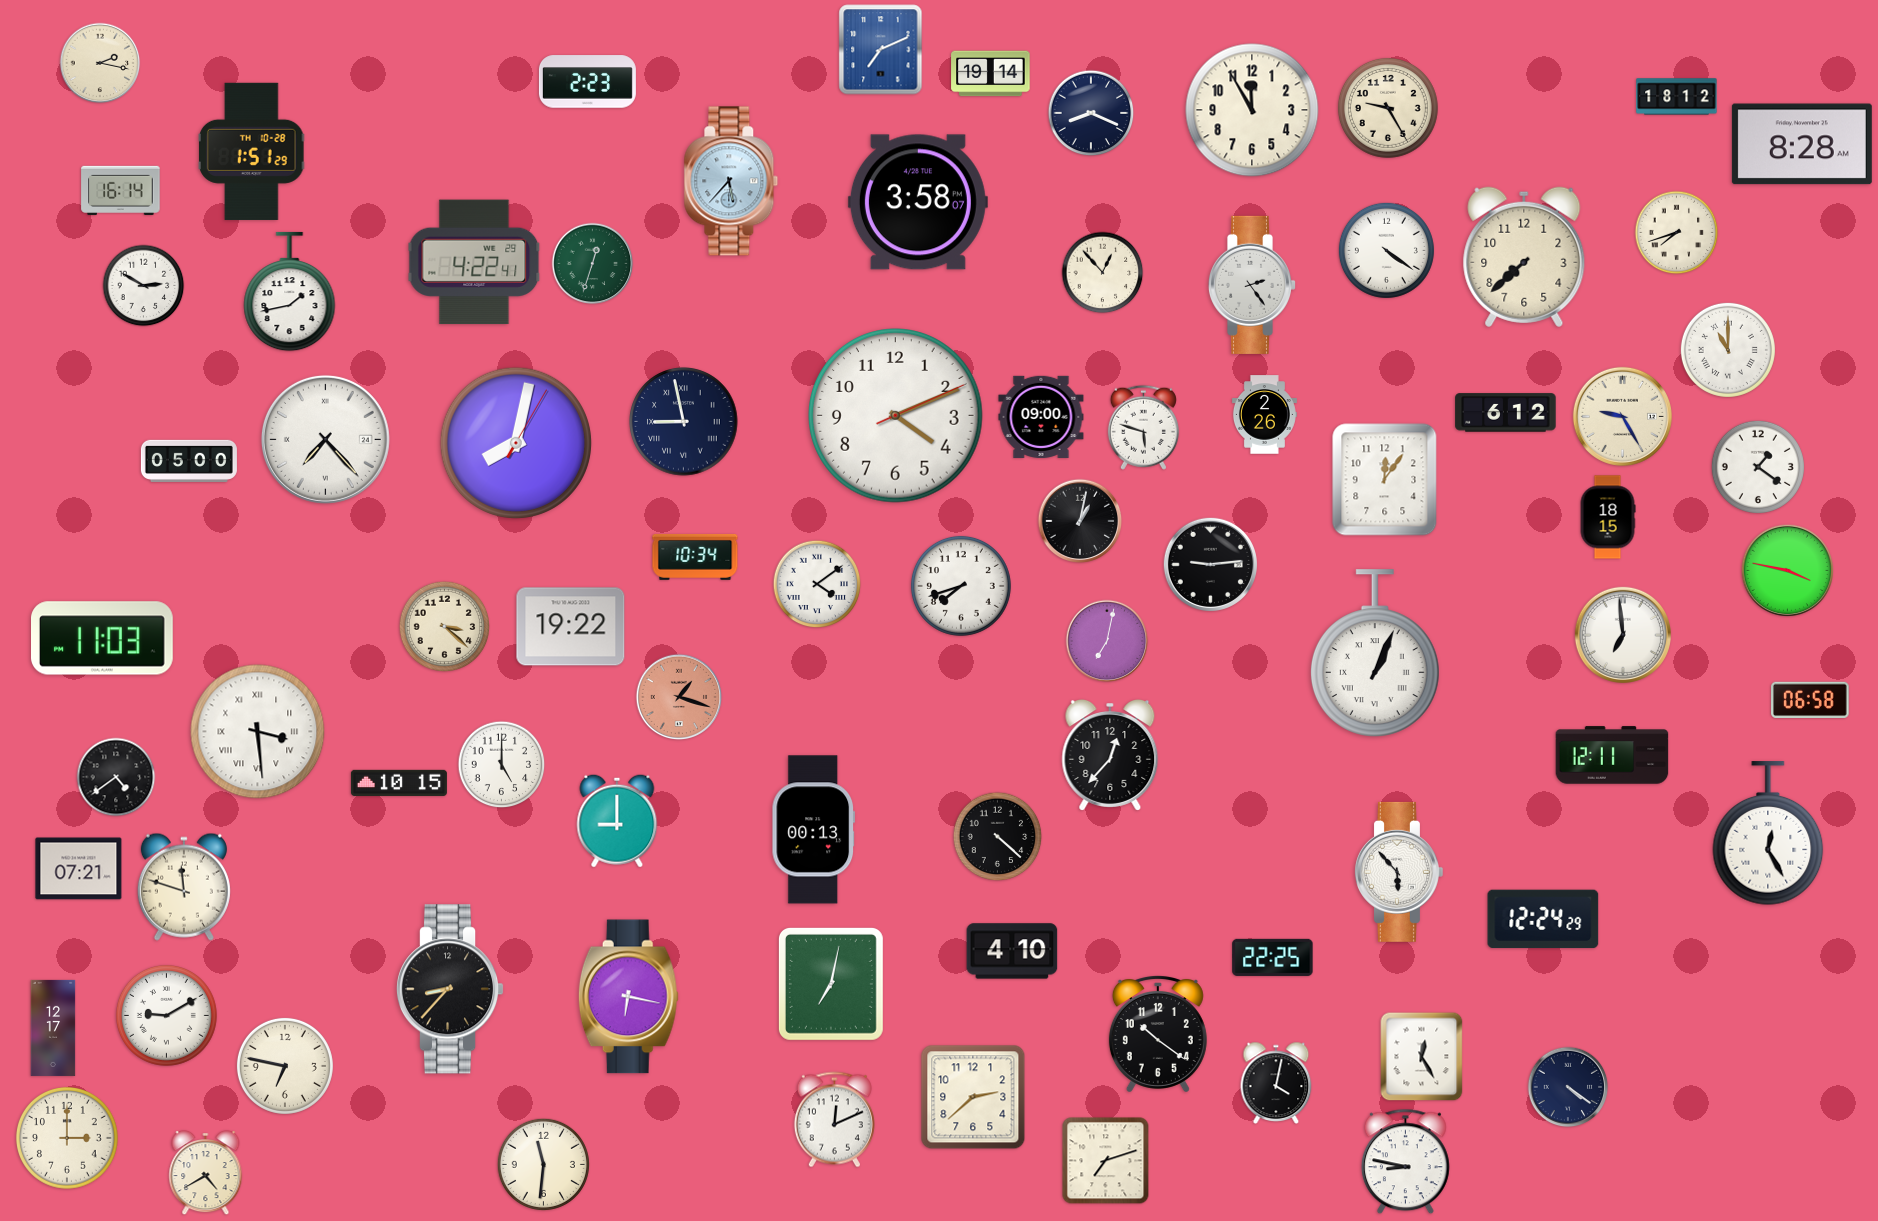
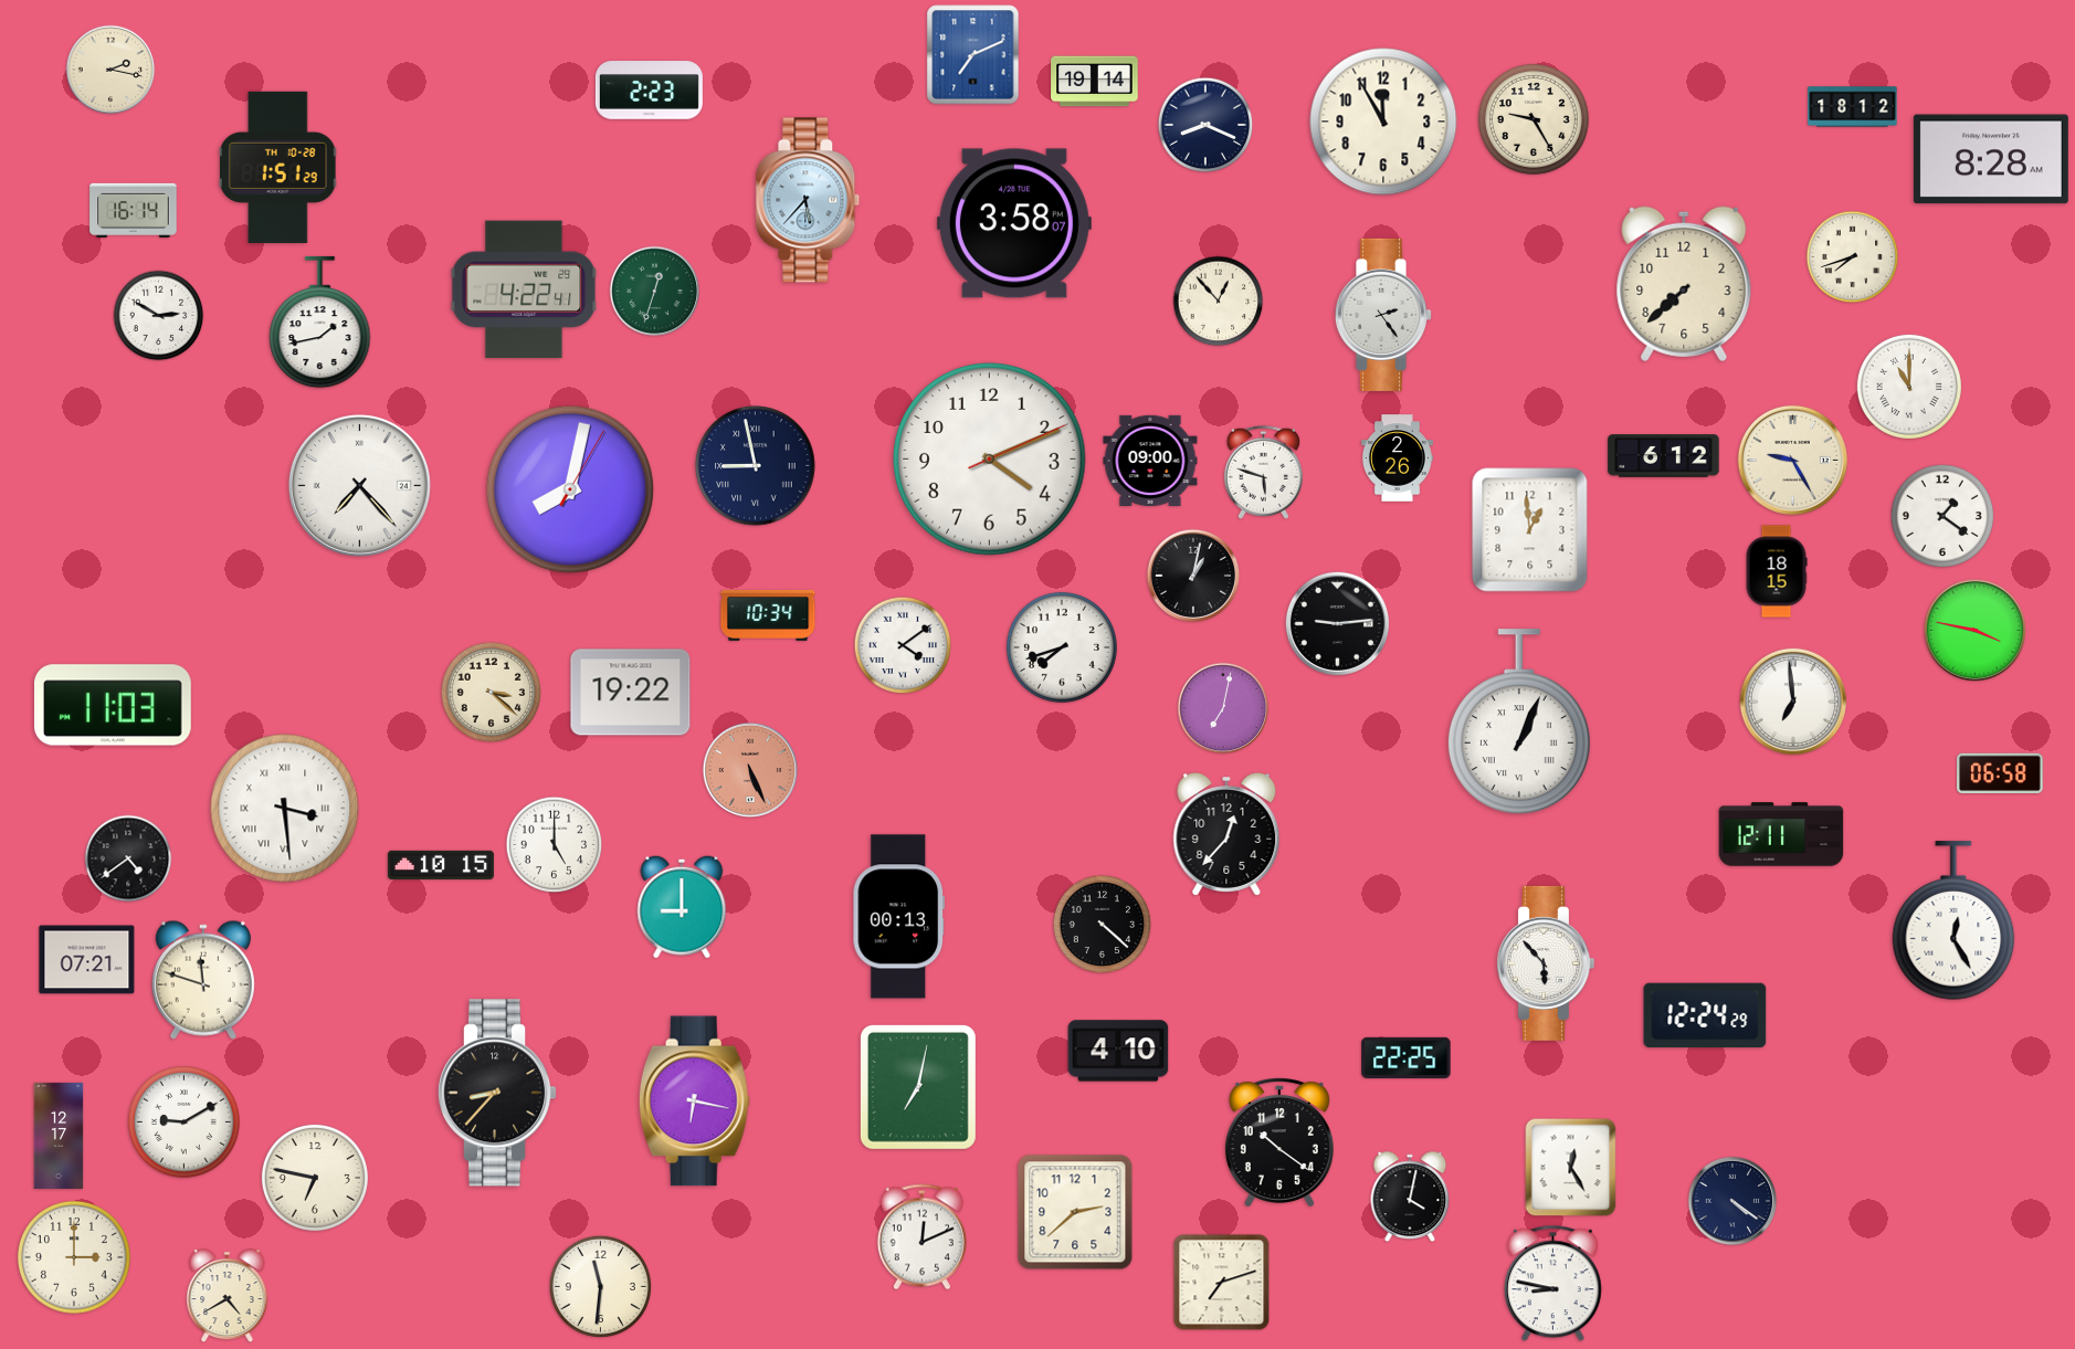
clock at (1386, 250): 4:21 -> none
clock at (189, 461): 05:00 -> none
clock at (1385, 480): 12:06 -> 12:59
clock at (679, 697): 1:18 -> 5:26
